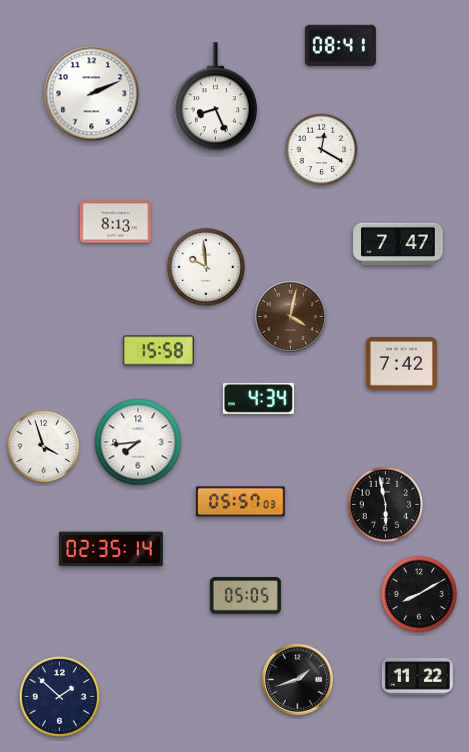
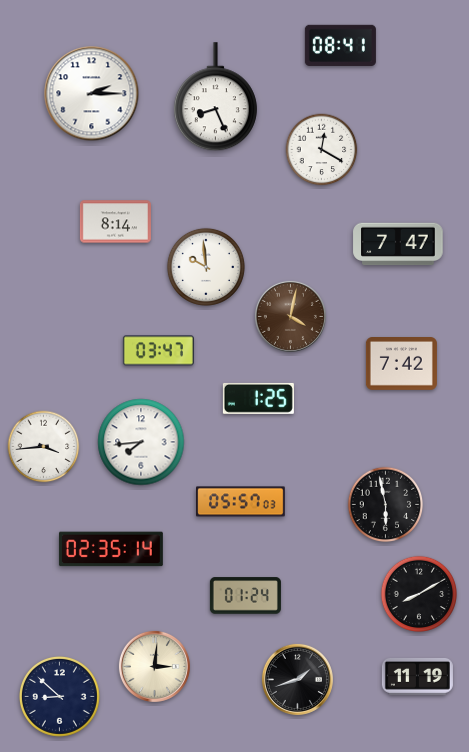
clock at (92, 94): 2:11 -> 2:15
clock at (115, 222): 8:13 -> 8:14
clock at (158, 351): 15:58 -> 03:47
clock at (258, 398): 4:34 -> 1:25
clock at (138, 442) position: (138, 442) -> (141, 442)
clock at (44, 447): 3:57 -> 3:44
clock at (245, 596): 05:05 -> 01:24
clock at (154, 666): none -> 3:01
clock at (417, 676): 11:22 -> 11:19
clock at (59, 696): 1:52 -> 8:52
